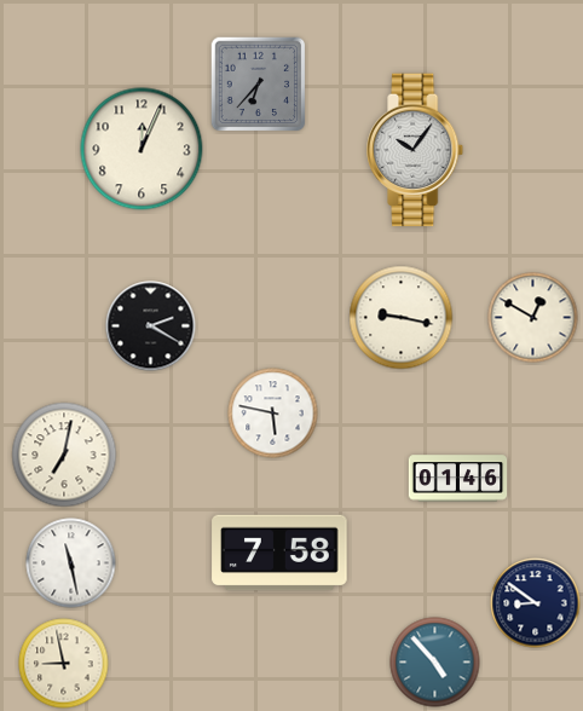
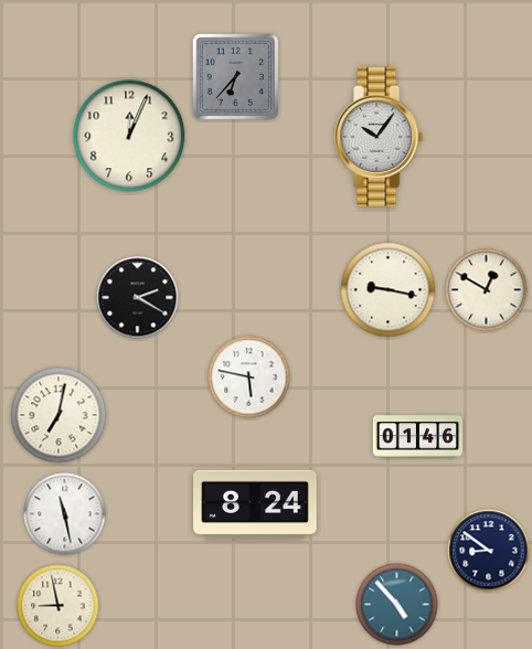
clock at (402, 318) position: (402, 318) -> (389, 290)
clock at (279, 553): 7:58 -> 8:24
